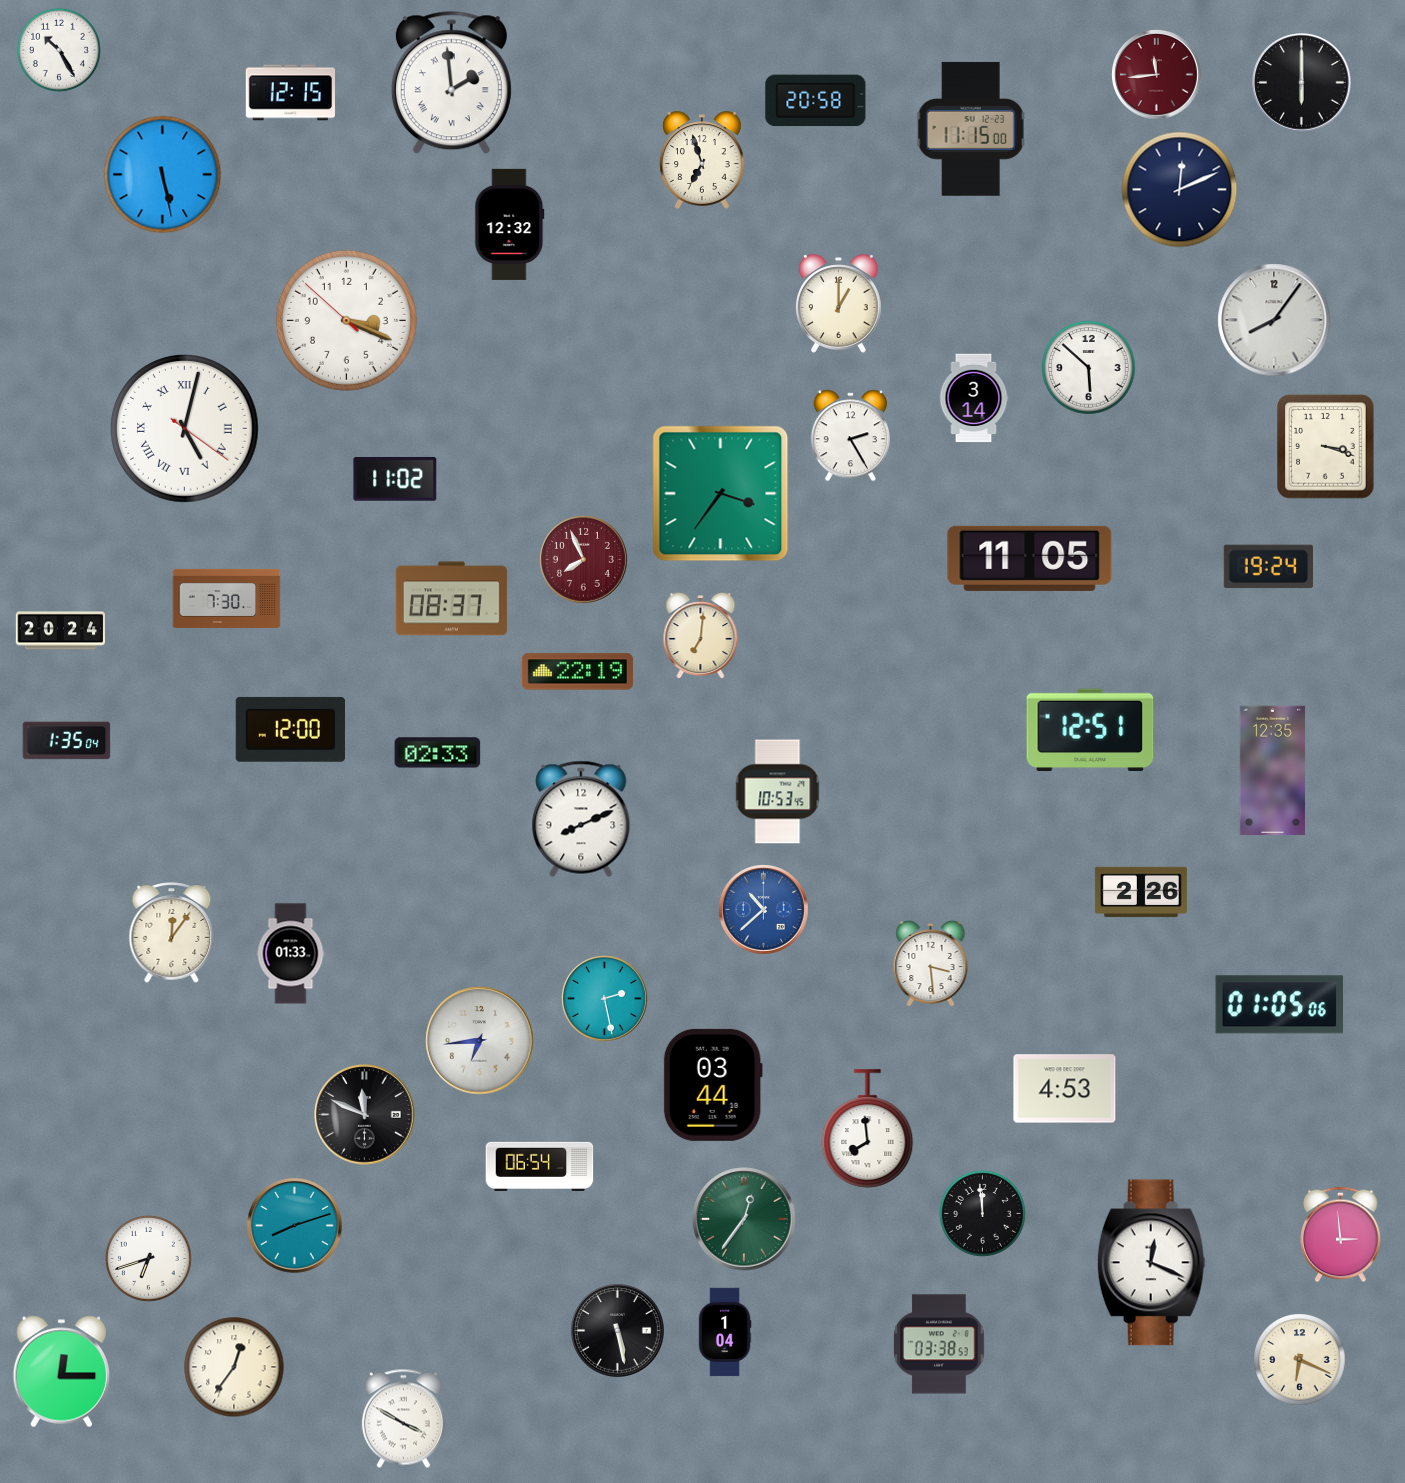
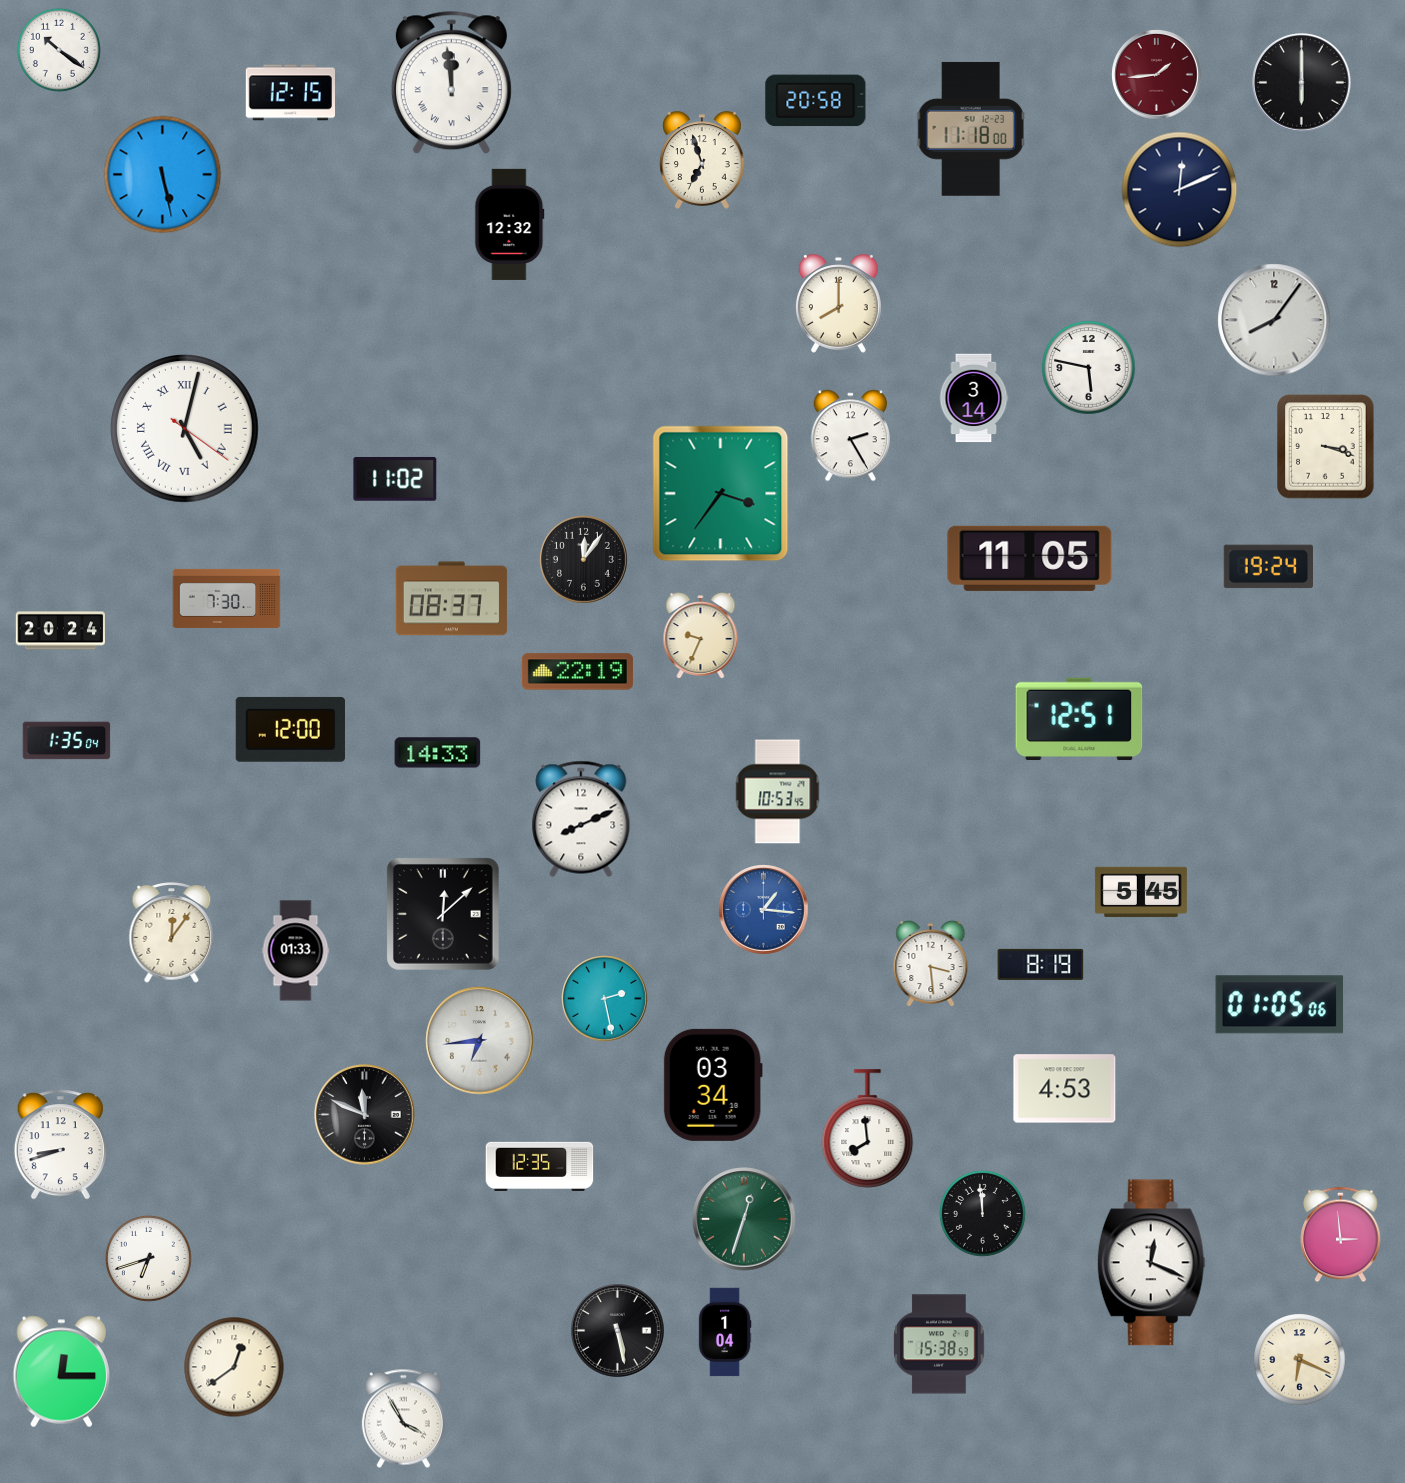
clock at (59, 50): 10:25 -> 10:21
clock at (1157, 75): 11:44 -> 1:44
clock at (451, 83): 1:59 -> 11:59
clock at (971, 129): 11:15 -> 11:18
clock at (838, 304): 1:00 -> 8:00
clock at (346, 320): 3:18 -> none
clock at (1089, 368): 5:52 -> 5:47
clock at (584, 560): 7:56 -> 12:06
clock at (584, 560) dial: burgundy -> black
clock at (701, 636): 7:01 -> 9:34
clock at (1090, 730) position: (1090, 730) -> (1079, 719)
clock at (438, 753): 02:33 -> 14:33
clock at (1272, 771): 12:35 -> none
clock at (1141, 892): 2:26 -> 5:45
clock at (764, 910): 10:38 -> 1:16
clock at (443, 914): none -> 12:08
clock at (291, 954) position: (291, 954) -> (296, 951)
clock at (1041, 964): none -> 8:19
clock at (713, 1085): 03:44 -> 03:34
clock at (60, 1145): none -> 8:42
clock at (540, 1166): 06:54 -> 12:35
clock at (744, 1219): 12:36 -> 12:33
clock at (295, 1226): 8:12 -> none
clock at (939, 1344): 03:38 -> 15:38
clock at (234, 1367): 12:36 -> 12:39
clock at (403, 1419): 3:50 -> 3:55
